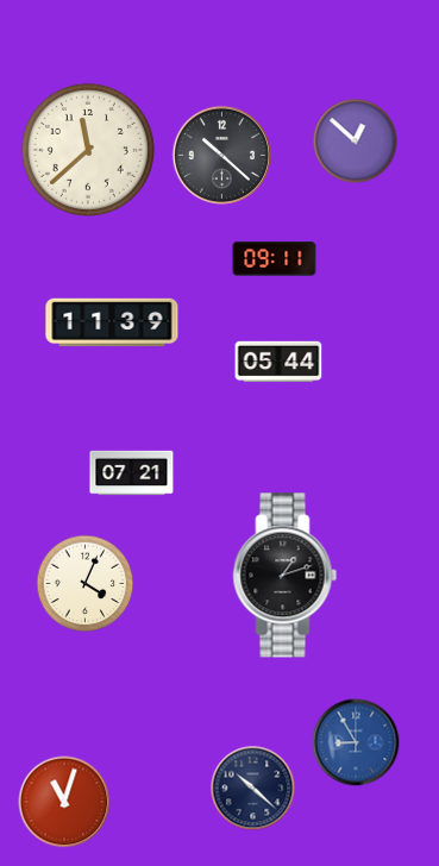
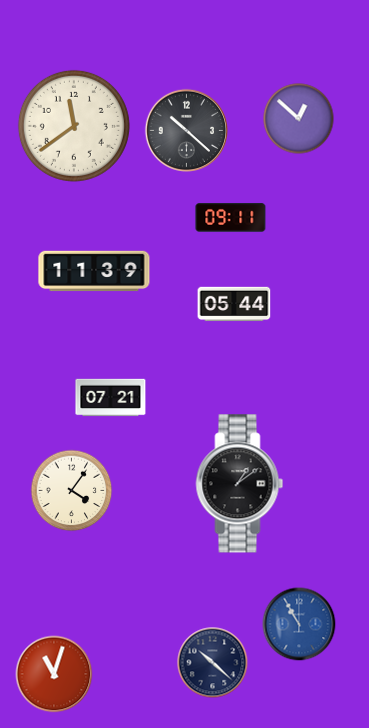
clock at (88, 150): 11:38 -> 11:39
clock at (286, 576): 1:12 -> 1:09
clock at (86, 584): 4:04 -> 4:06
clock at (356, 742): 8:55 -> 10:55
